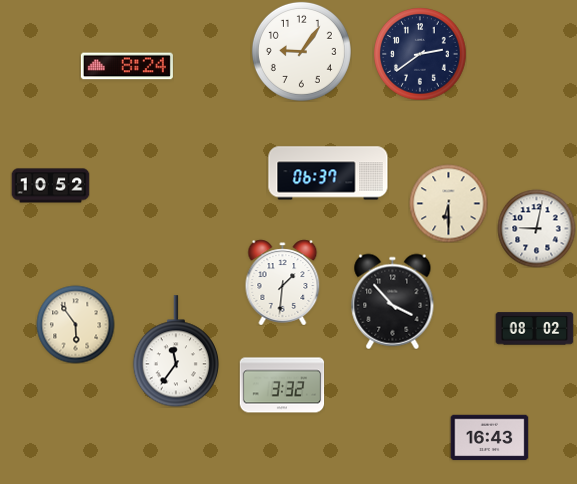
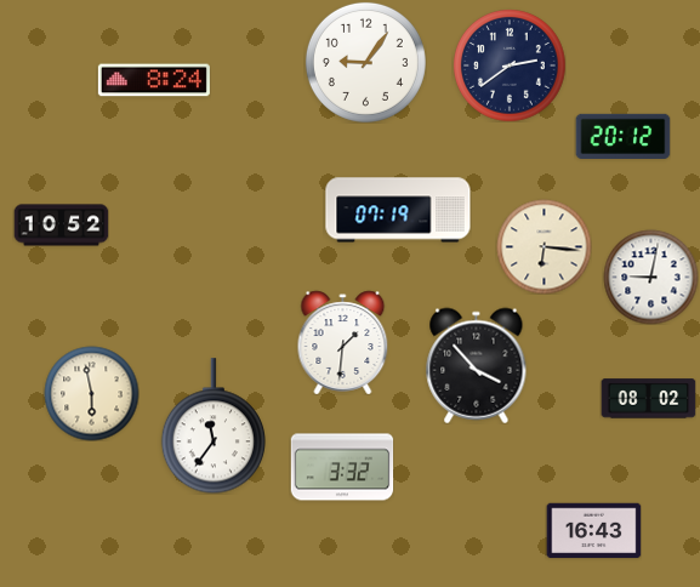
clock at (622, 136): none -> 20:12
clock at (328, 173): 06:37 -> 07:19
clock at (448, 203): 6:30 -> 6:16
clock at (75, 324): 5:54 -> 5:58
